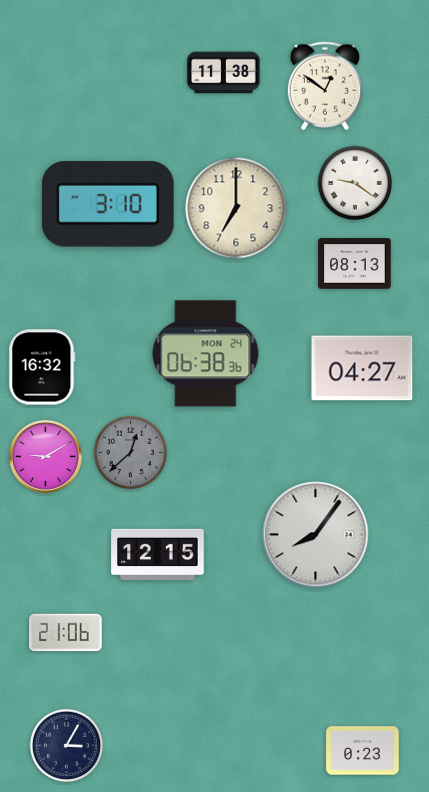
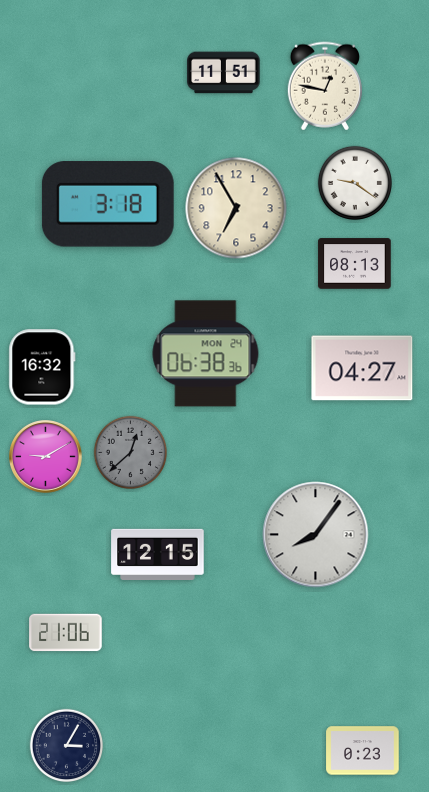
clock at (224, 73): 11:38 -> 11:51
clock at (325, 86): 12:51 -> 12:47
clock at (108, 204): 3:10 -> 3:18
clock at (236, 208): 7:00 -> 6:55
